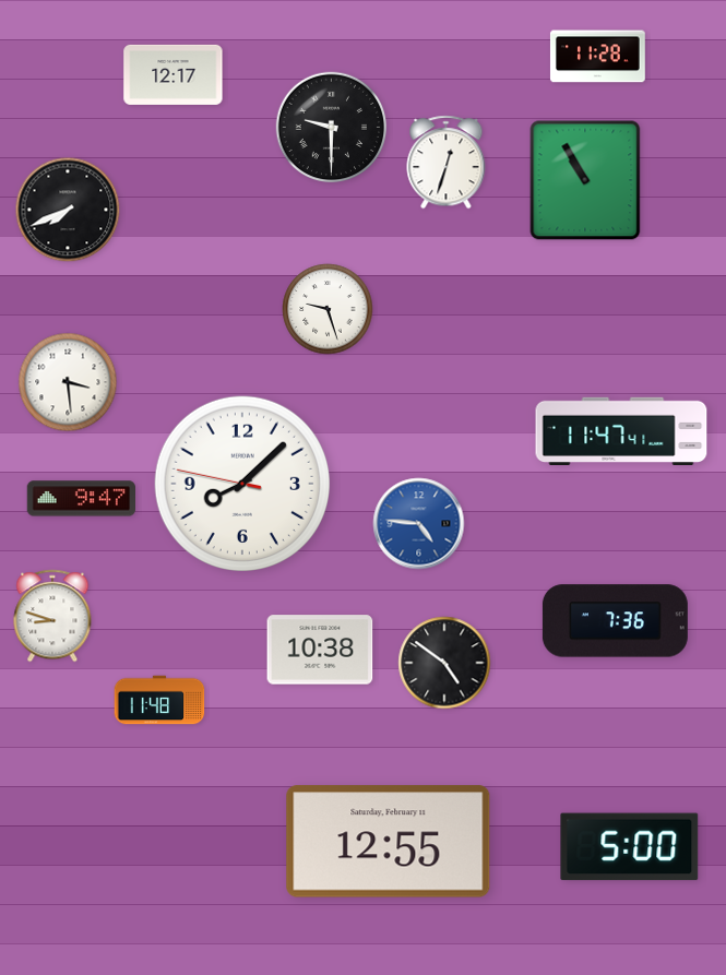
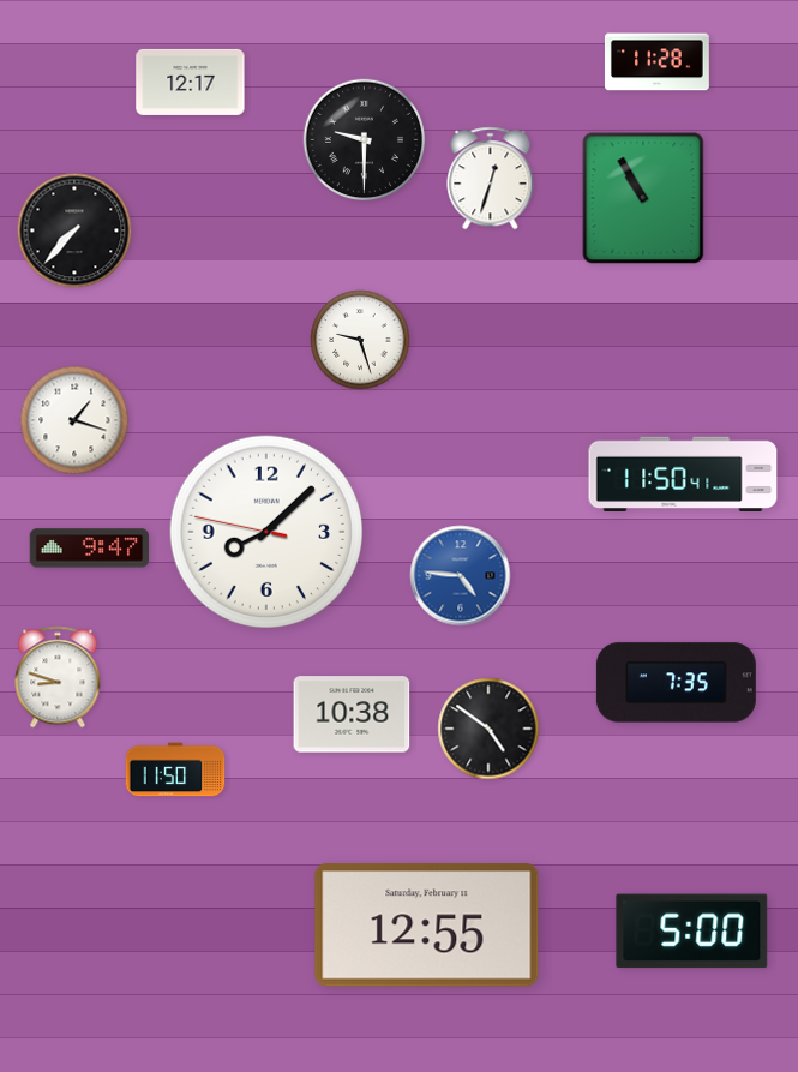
clock at (68, 210): 7:41 -> 7:37
clock at (68, 382): 3:29 -> 1:18
clock at (621, 430): 11:47 -> 11:50
clock at (615, 621): 7:36 -> 7:35
clock at (159, 700): 11:48 -> 11:50
